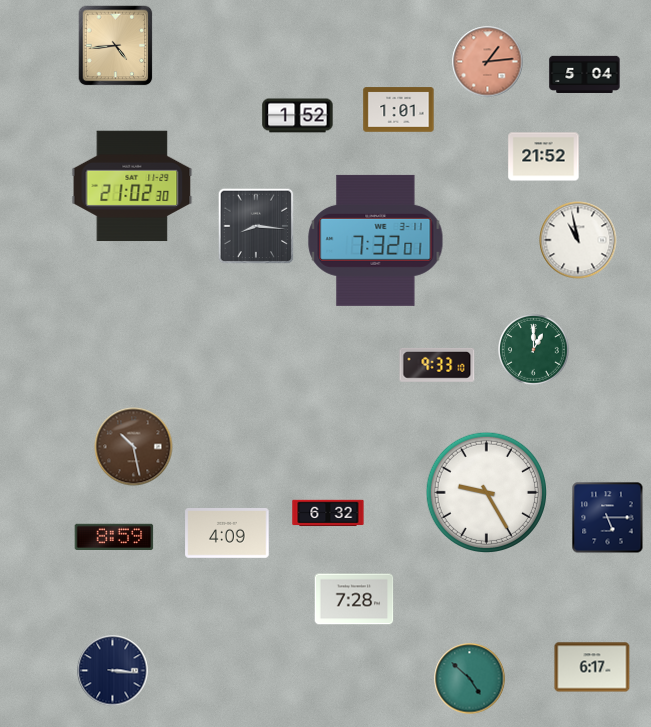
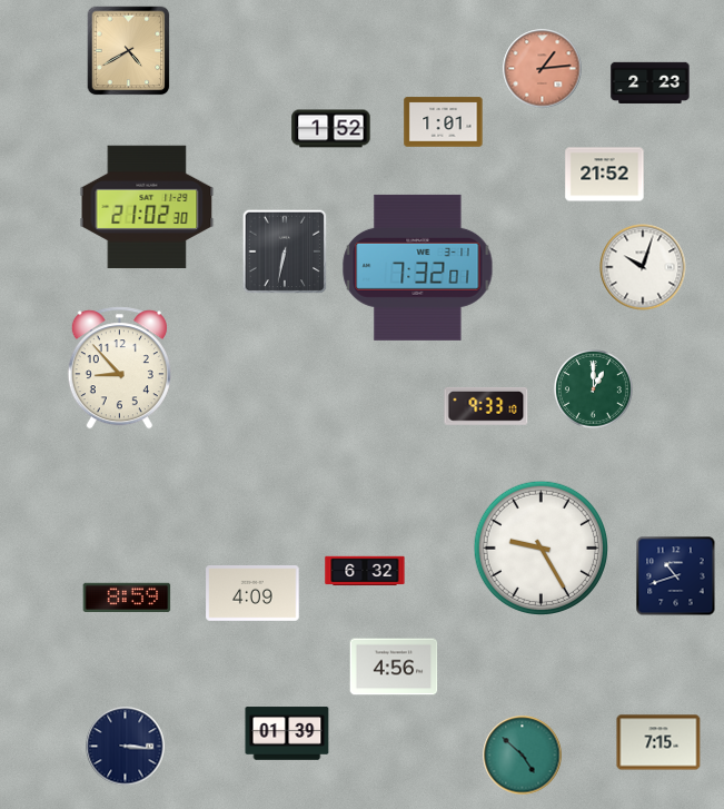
clock at (116, 46): 4:44 -> 4:40
clock at (585, 74): 5:04 -> 2:23
clock at (256, 226): 8:16 -> 6:32
clock at (578, 240): 10:58 -> 10:03
clock at (119, 368): none -> 8:53
clock at (134, 447): 10:28 -> none
clock at (608, 518): 5:15 -> 10:42
clock at (354, 599): 7:28 -> 4:56
clock at (287, 733): none -> 01:39
clock at (592, 667): 6:17 -> 7:15
